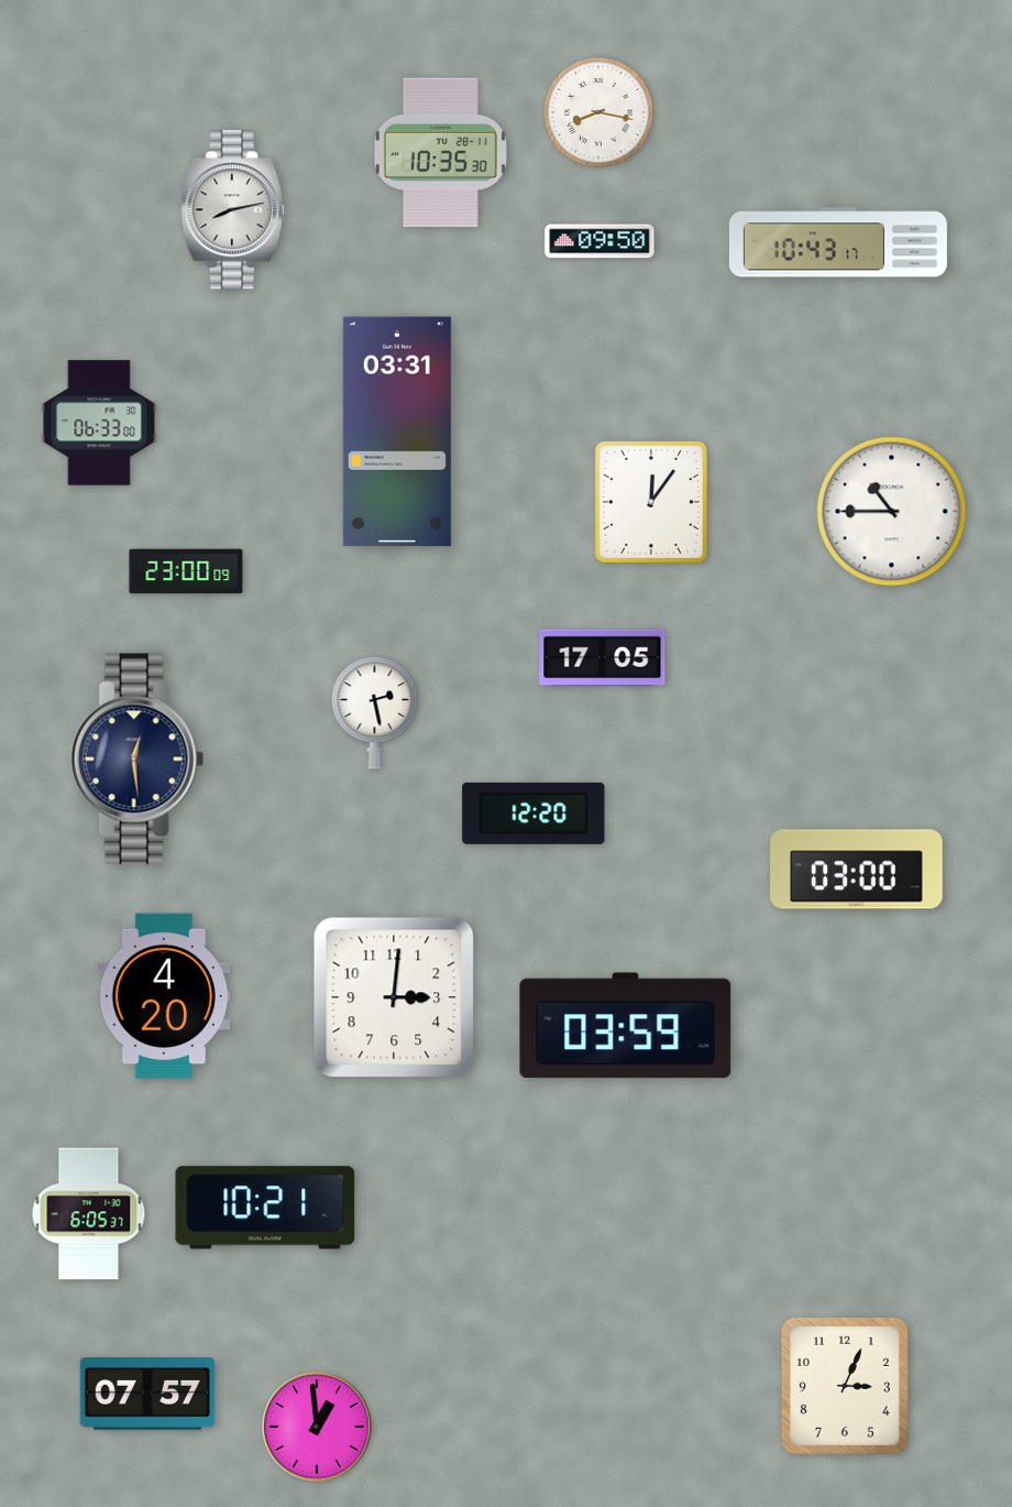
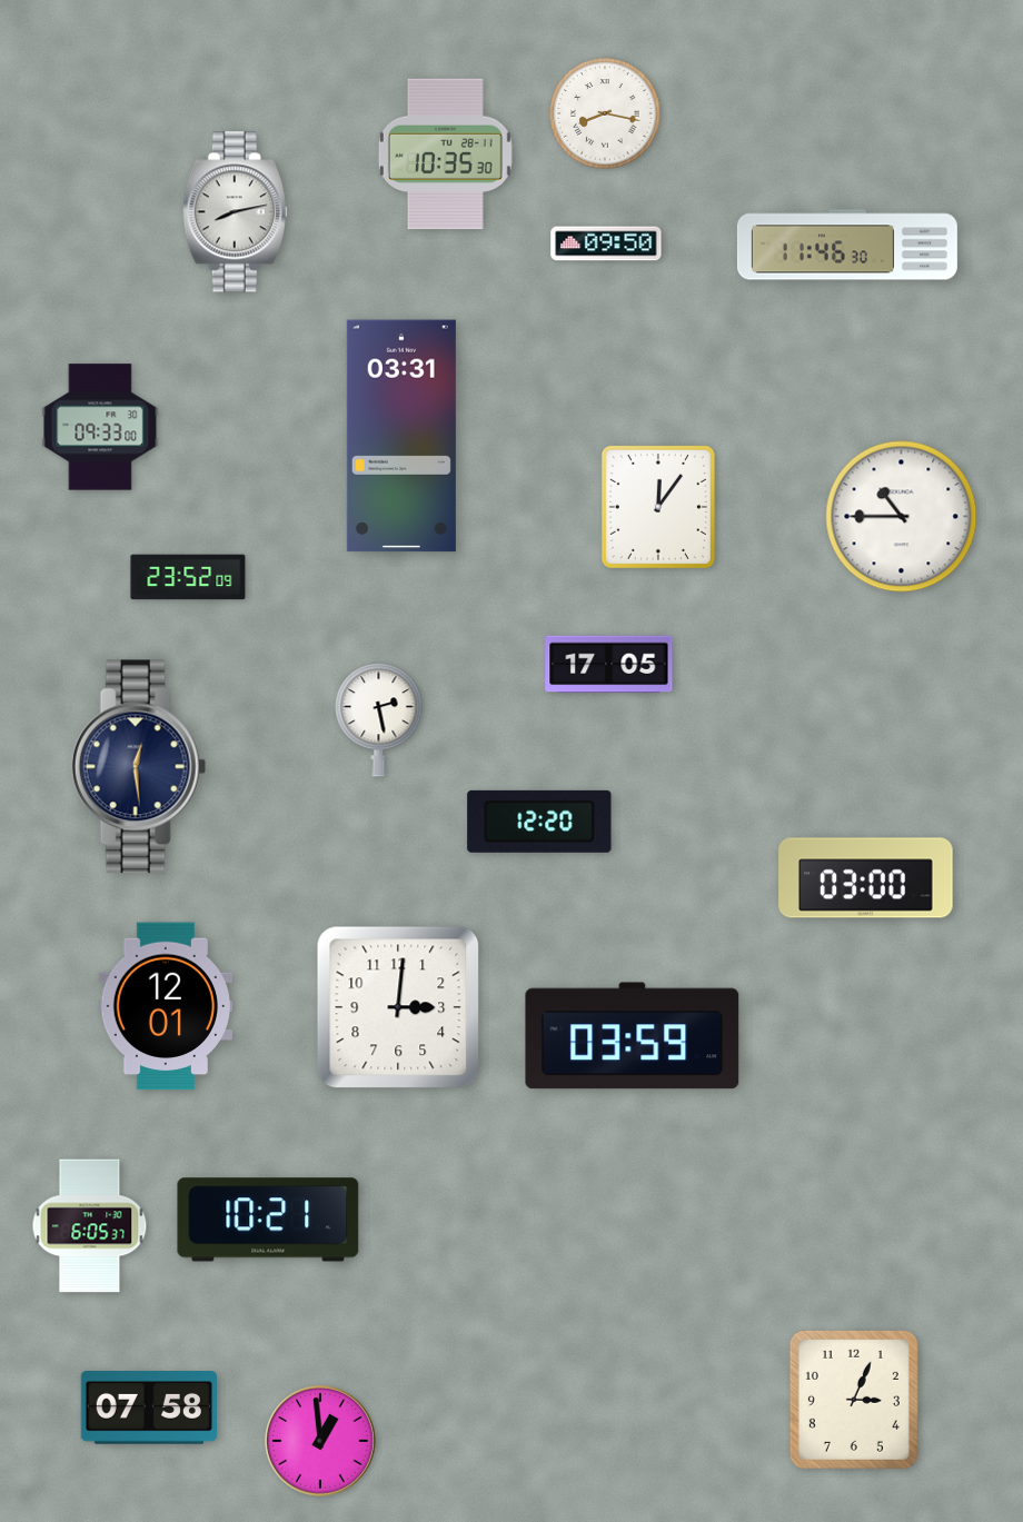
clock at (838, 242): 10:43 -> 11:46
clock at (99, 423): 06:33 -> 09:33
clock at (186, 571): 23:00 -> 23:52
clock at (163, 996): 4:20 -> 12:01
clock at (147, 1394): 07:57 -> 07:58
